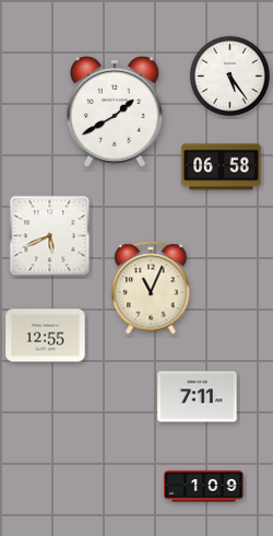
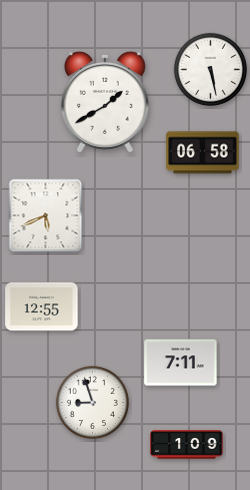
clock at (229, 75): 5:24 -> 5:28
clock at (151, 288): 11:04 -> none
clock at (92, 402): none -> 8:57
